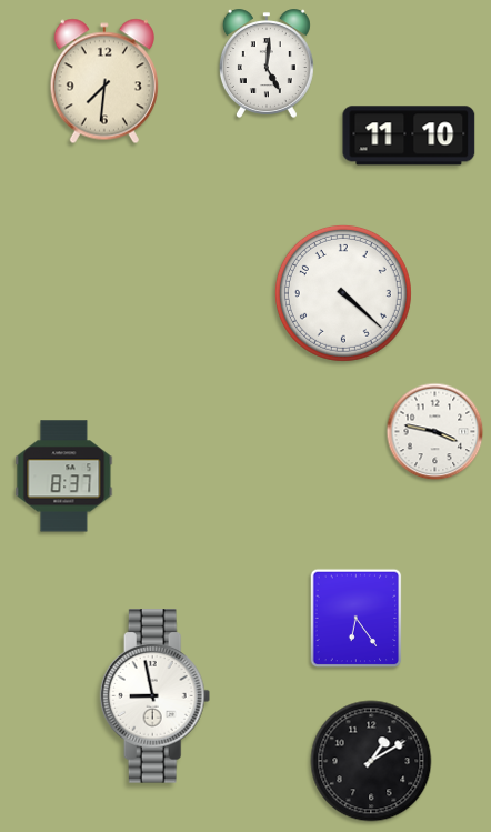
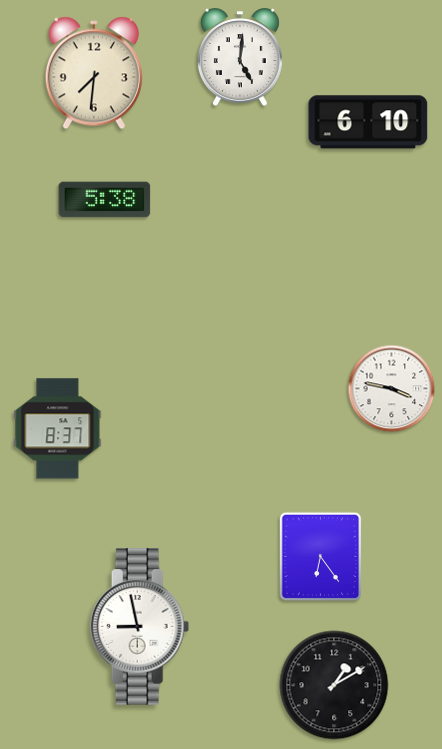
clock at (409, 136): 11:10 -> 6:10
clock at (105, 200): none -> 5:38
clock at (343, 293): 4:22 -> none
